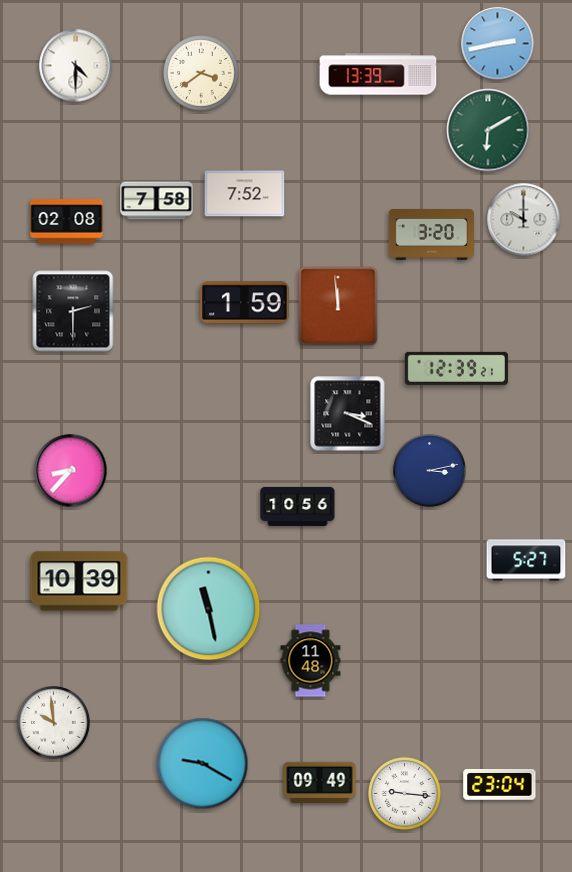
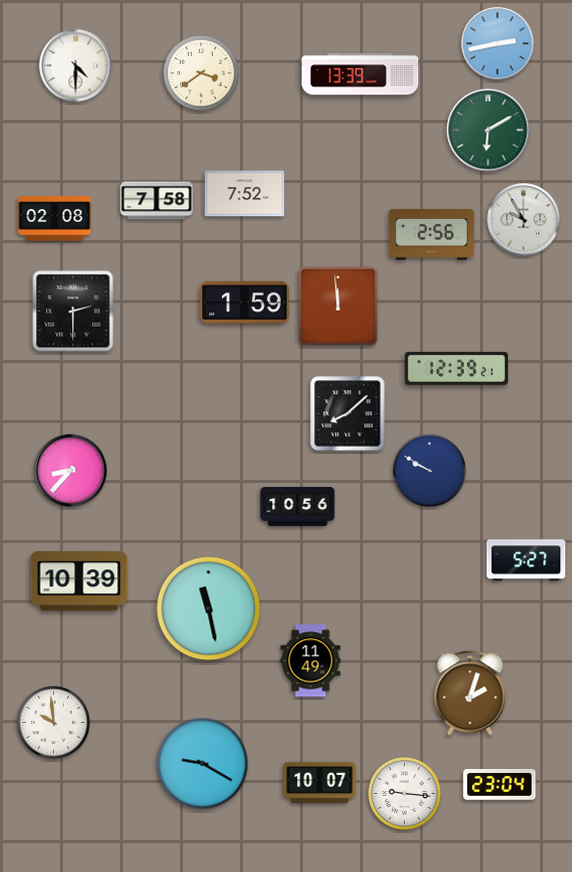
clock at (378, 74) position: (378, 74) -> (360, 74)
clock at (524, 220): 10:00 -> 9:55
clock at (67, 222) position: (67, 222) -> (55, 219)
clock at (431, 235): 3:20 -> 2:56
clock at (348, 414): 3:19 -> 8:08
clock at (430, 471): 3:13 -> 9:50
clock at (311, 661): 11:48 -> 11:49
clock at (470, 693): none -> 2:03
clock at (320, 782): 09:49 -> 10:07
